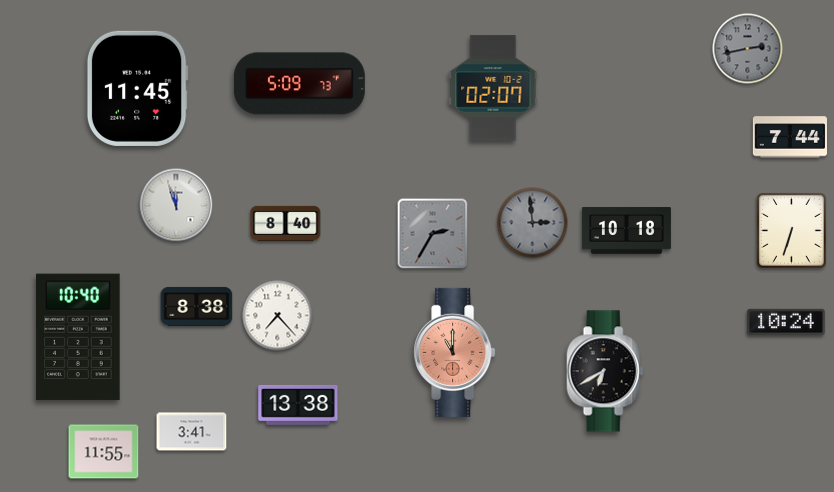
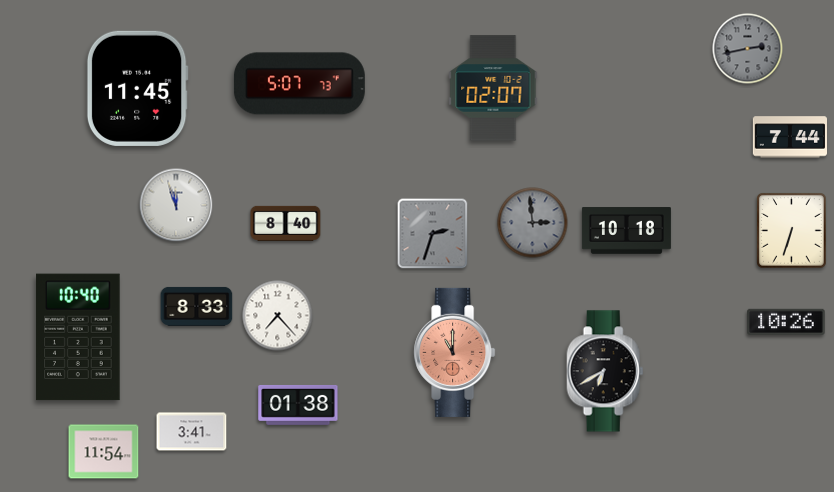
clock at (299, 84): 5:09 -> 5:07
clock at (433, 234): 2:35 -> 2:33
clock at (197, 306): 8:38 -> 8:33
clock at (786, 322): 10:24 -> 10:26
clock at (298, 405): 13:38 -> 01:38
clock at (104, 452): 11:55 -> 11:54
